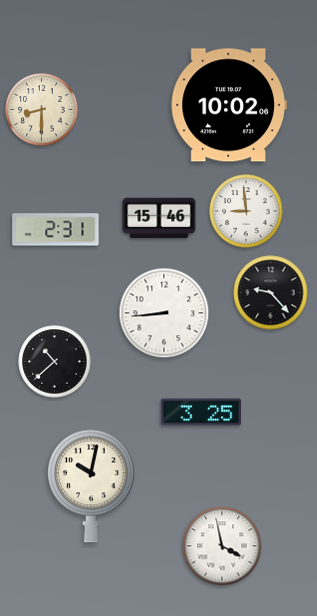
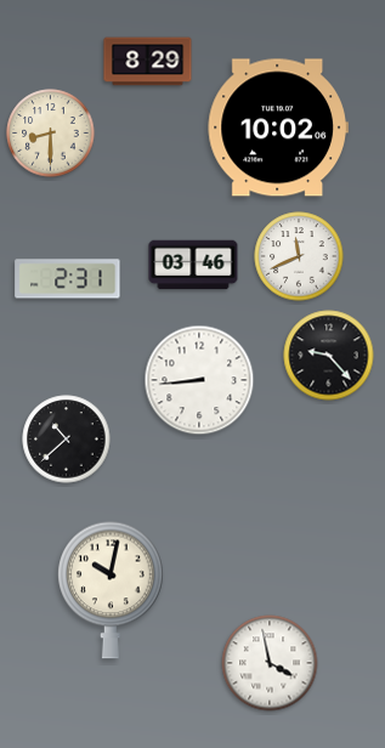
clock at (148, 62): none -> 8:29
clock at (246, 211): 8:59 -> 11:41
clock at (159, 218): 15:46 -> 03:46
clock at (201, 412): 3:25 -> none
